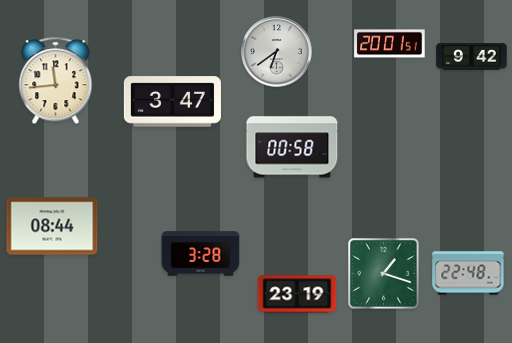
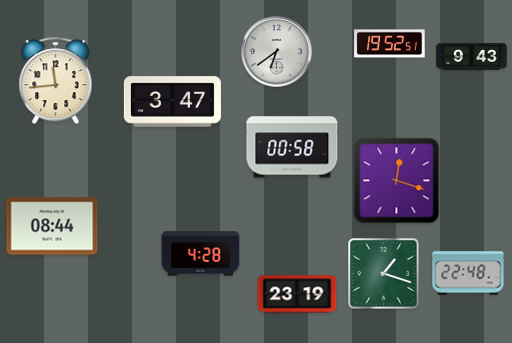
clock at (390, 44): 20:01 -> 19:52
clock at (472, 57): 9:42 -> 9:43
clock at (397, 181): none -> 12:18
clock at (201, 254): 3:28 -> 4:28
